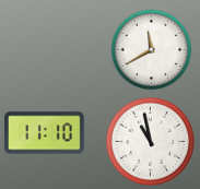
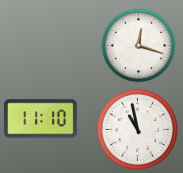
clock at (152, 50): 11:40 -> 12:18
clock at (45, 133) position: (45, 133) -> (41, 119)
